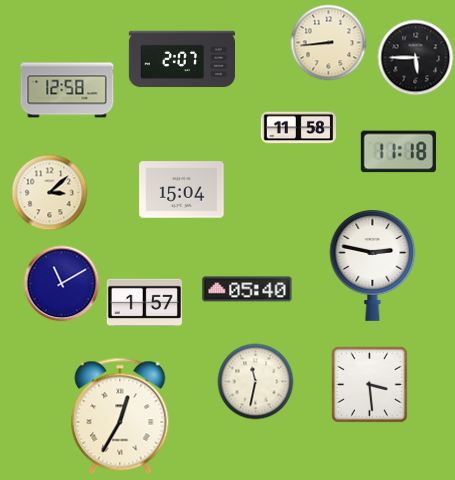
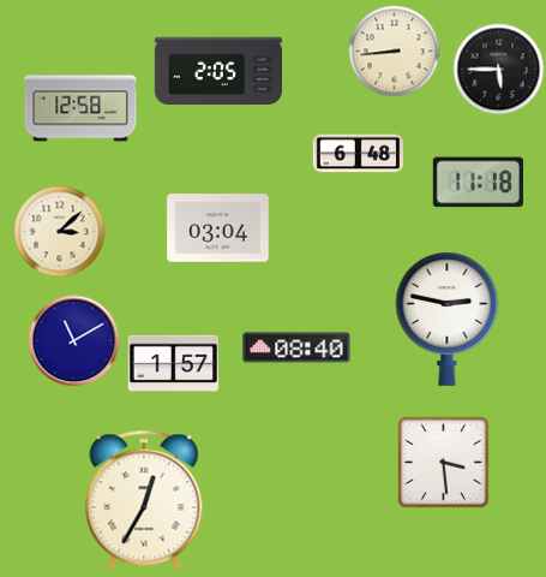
clock at (181, 59): 2:07 -> 2:05
clock at (298, 128): 11:58 -> 6:48
clock at (182, 190): 15:04 -> 03:04
clock at (247, 289): 05:40 -> 08:40
clock at (256, 382): 11:32 -> none
